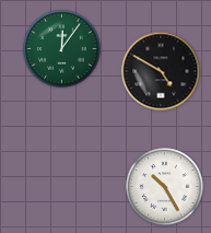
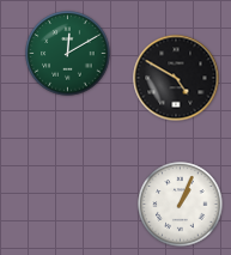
clock at (62, 49): 12:06 -> 12:10
clock at (165, 187): 10:25 -> 1:04
